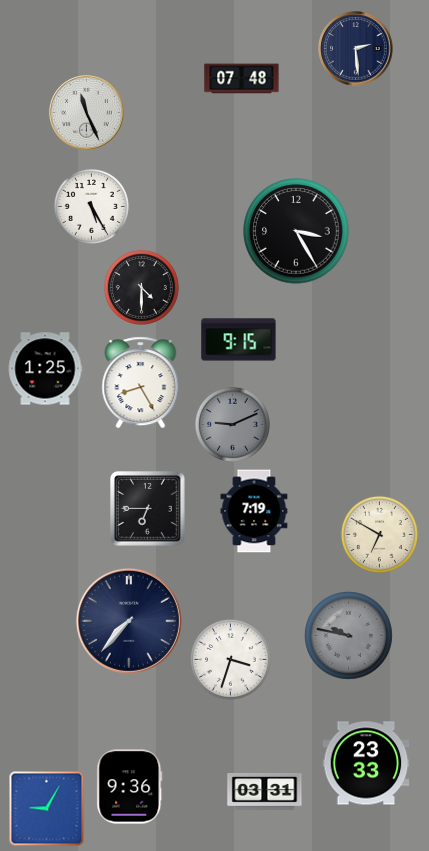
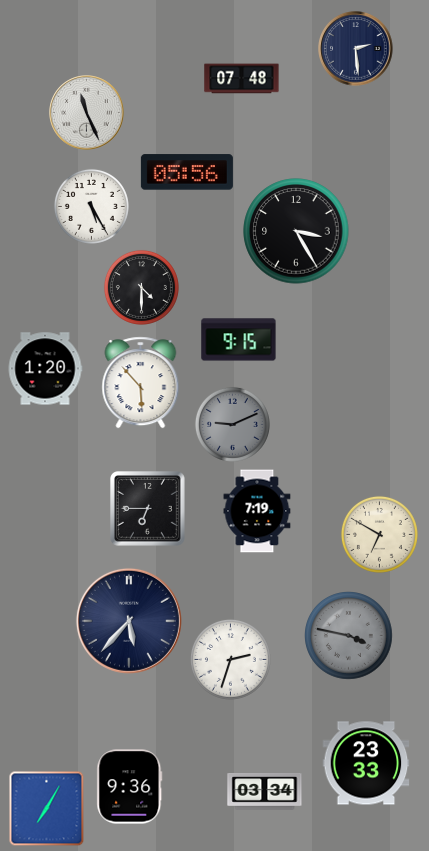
clock at (187, 172): none -> 05:56
clock at (45, 369): 1:25 -> 1:20
clock at (141, 383): 8:25 -> 5:53
clock at (254, 511) position: (254, 511) -> (257, 511)
clock at (129, 621): 7:37 -> 5:37
clock at (349, 636): 9:47 -> 3:47
clock at (230, 659): 3:33 -> 2:33
clock at (265, 792): 03:31 -> 03:34
clock at (47, 809): 9:05 -> 7:05
